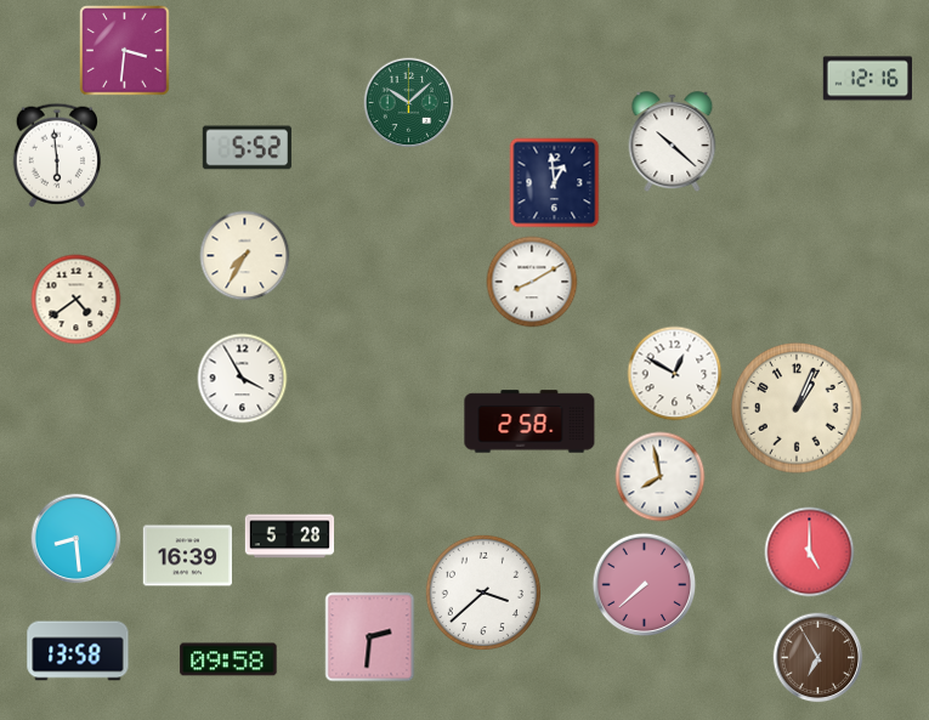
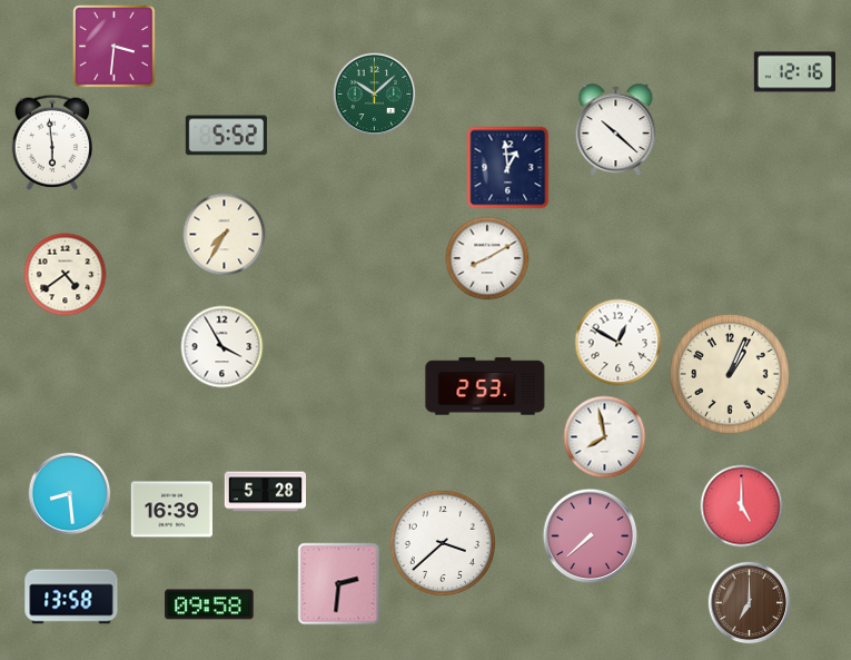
clock at (77, 300) position: (77, 300) -> (66, 275)
clock at (529, 421): 2:58 -> 2:53
clock at (818, 658): 6:55 -> 7:00
